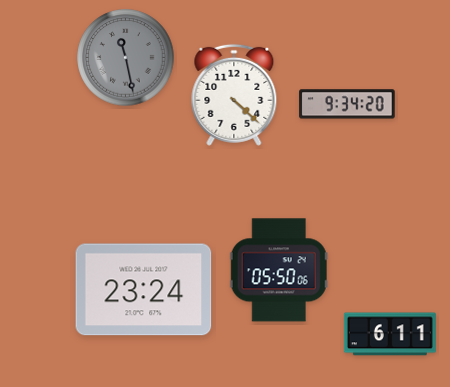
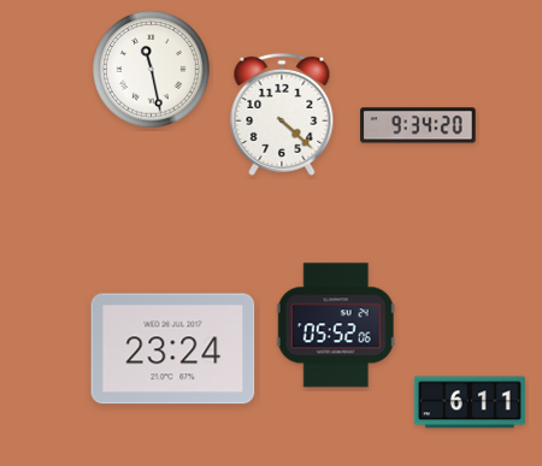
clock at (126, 58) dial: grey -> white
clock at (279, 270): 05:50 -> 05:52
